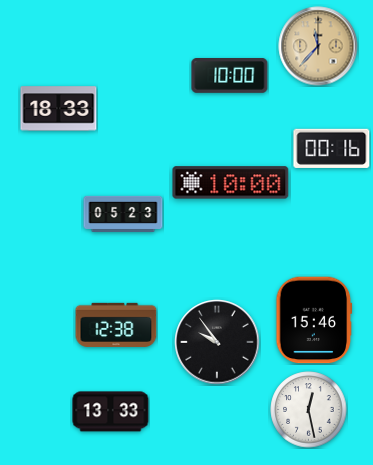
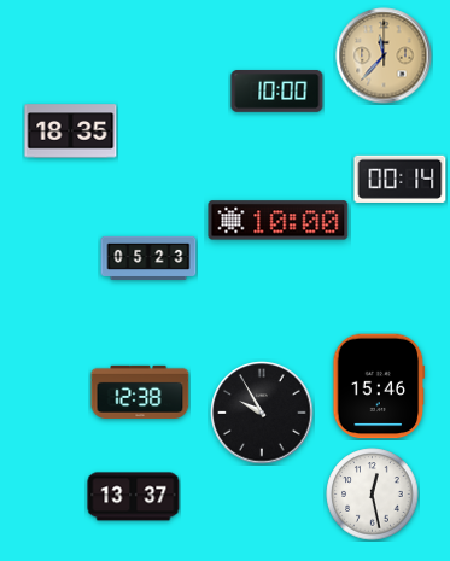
clock at (59, 109): 18:33 -> 18:35
clock at (332, 148): 00:16 -> 00:14
clock at (217, 342): 9:54 -> 9:55
clock at (111, 412): 13:33 -> 13:37
